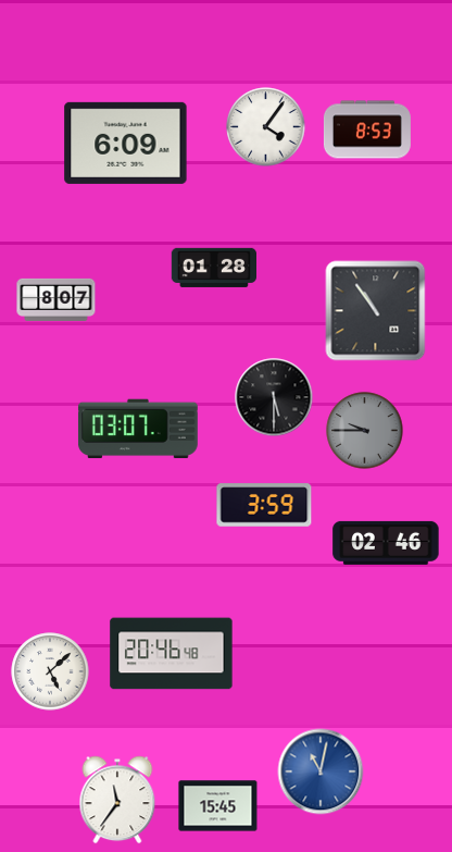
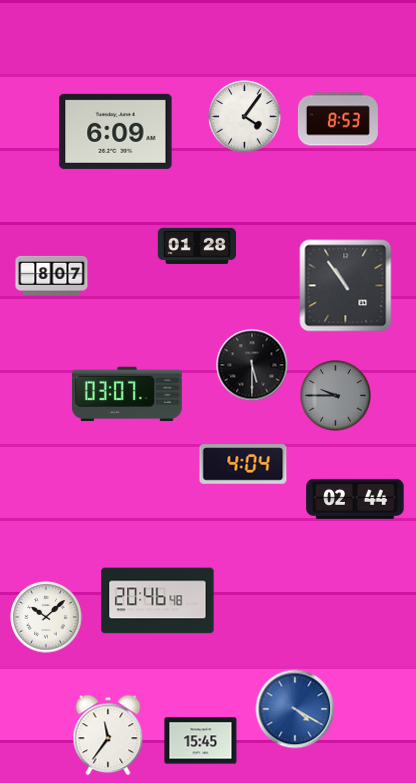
clock at (264, 505): 3:59 -> 4:04
clock at (386, 543): 02:46 -> 02:44
clock at (50, 671): 5:08 -> 10:08
clock at (321, 771): 11:02 -> 4:20
